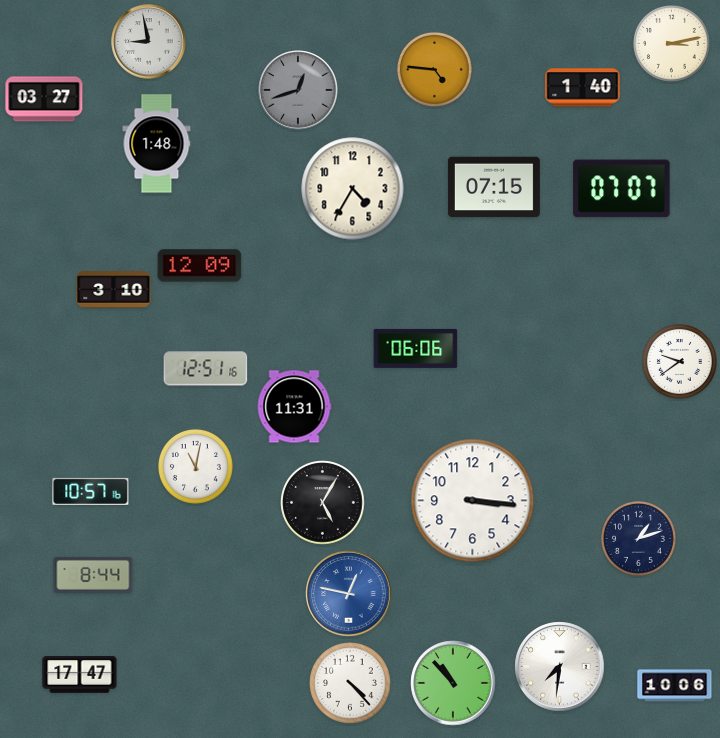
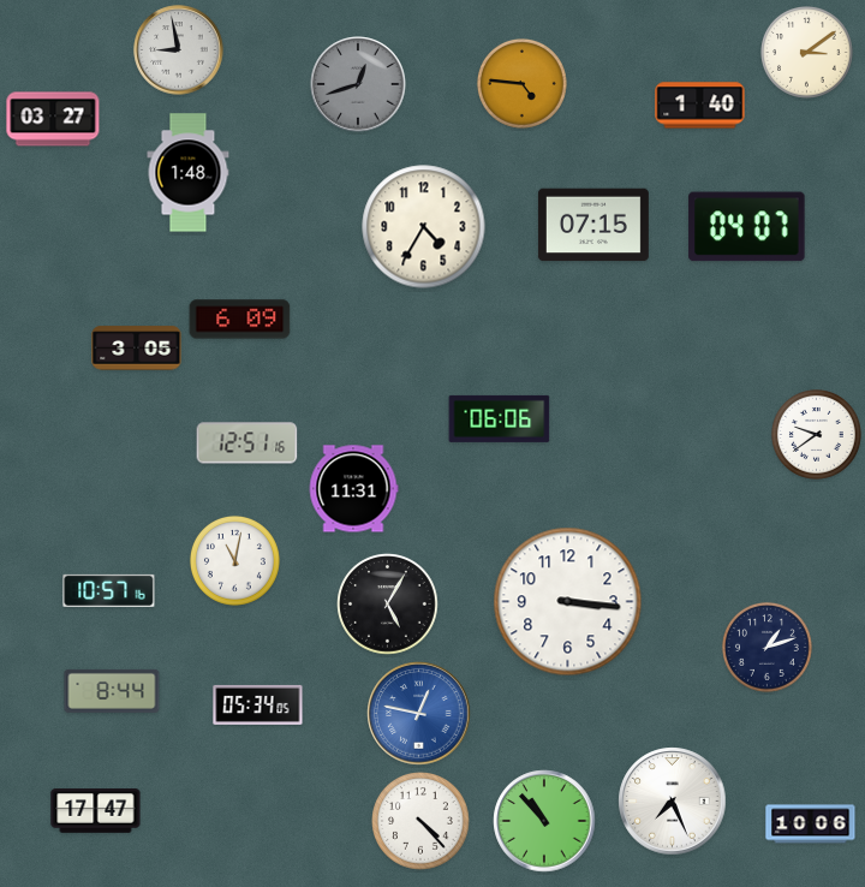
clock at (672, 44): 3:13 -> 3:09
clock at (298, 90) position: (298, 90) -> (358, 84)
clock at (622, 189): 07:07 -> 04:07
clock at (200, 266): 12:09 -> 6:09
clock at (114, 290): 3:10 -> 3:05
clock at (258, 704): none -> 05:34
clock at (560, 667): 7:31 -> 7:26
